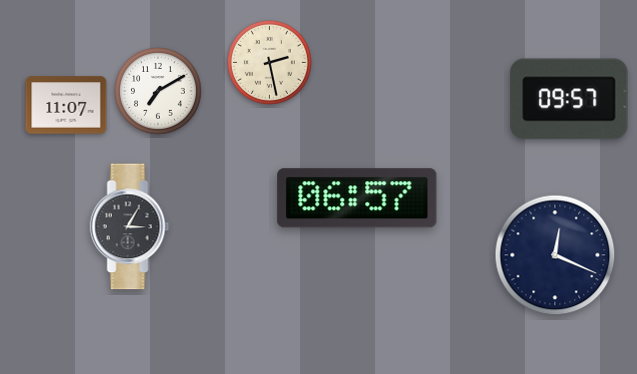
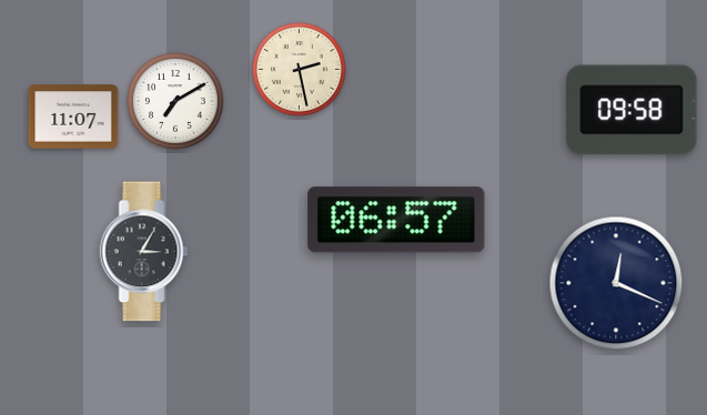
clock at (569, 99): 09:57 -> 09:58
